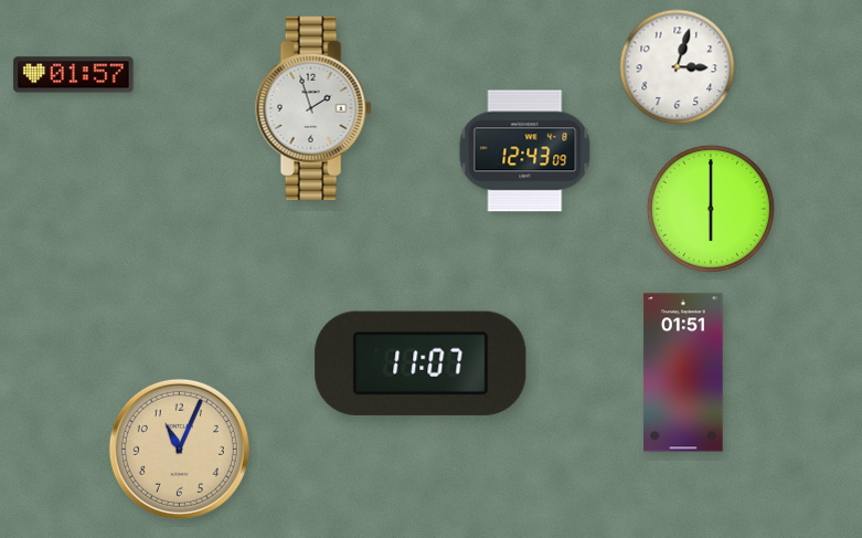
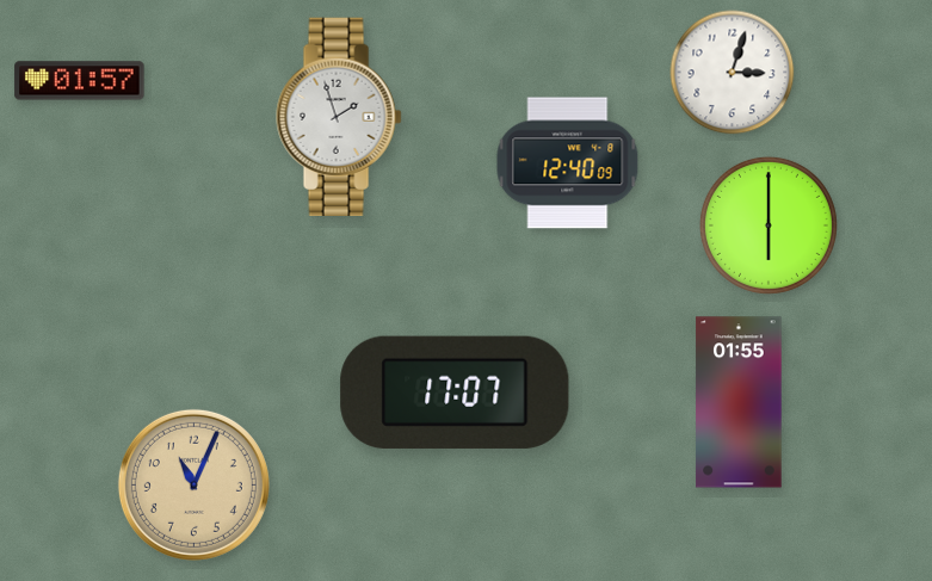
clock at (525, 151): 12:43 -> 12:40
clock at (421, 363): 11:07 -> 17:07
clock at (683, 372): 01:51 -> 01:55
